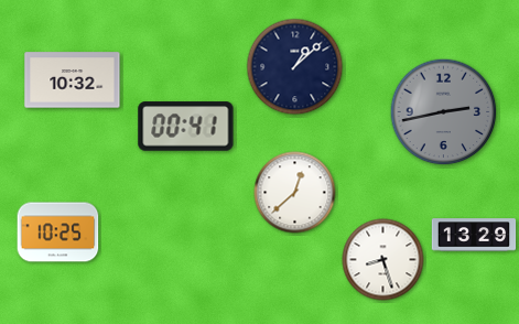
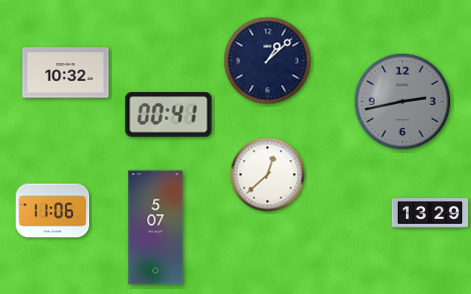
clock at (58, 233): 10:25 -> 11:06
clock at (156, 228): none -> 5:07
clock at (383, 260): 8:27 -> none
